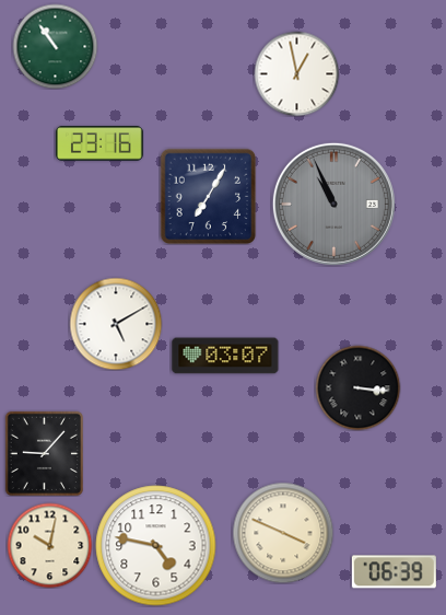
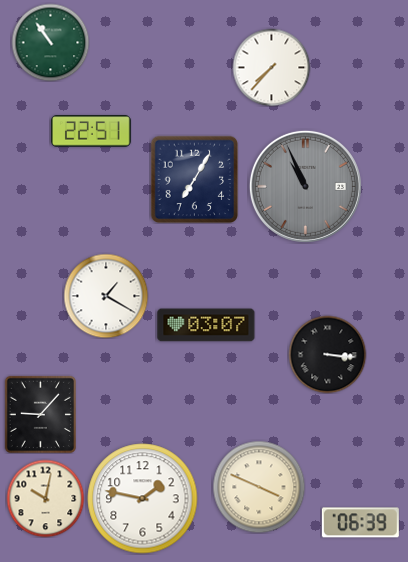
clock at (296, 73): 12:58 -> 7:37
clock at (101, 143): 23:16 -> 22:51
clock at (208, 196) position: (208, 196) -> (194, 179)
clock at (116, 324): 5:10 -> 1:20
clock at (156, 546): 4:47 -> 1:47
